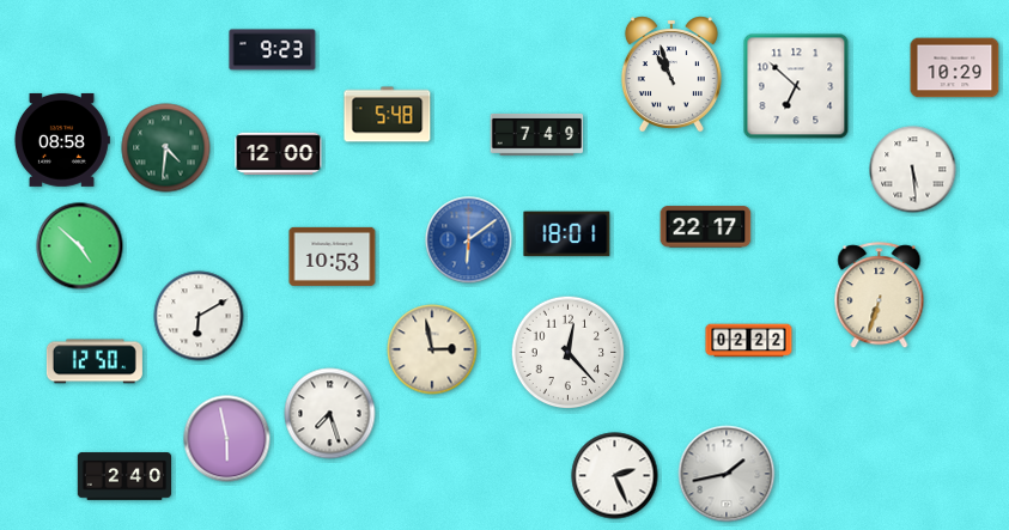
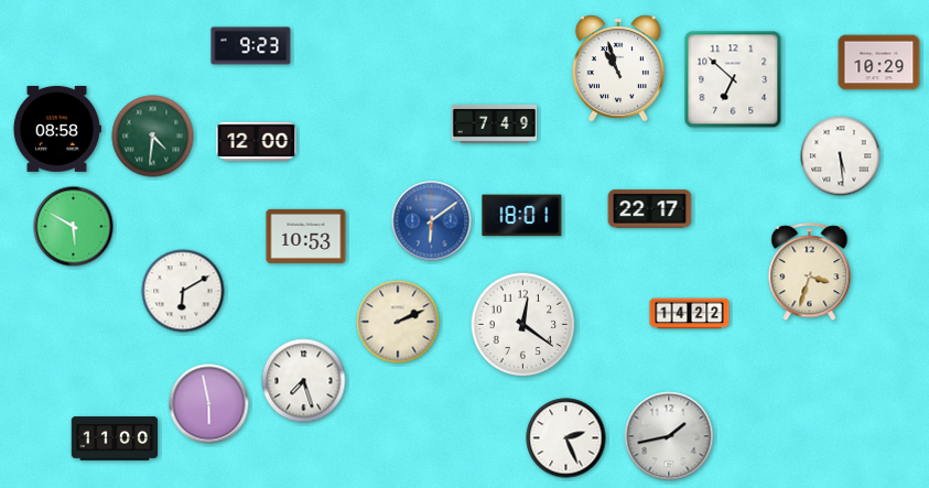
clock at (388, 115): 5:48 -> none
clock at (80, 246): 4:52 -> 5:50
clock at (880, 296): 6:33 -> 3:33
clock at (749, 341): 02:22 -> 14:22
clock at (432, 349): 2:58 -> 2:11
clock at (569, 353): 12:23 -> 12:21
clock at (95, 361): 12:50 -> none
clock at (124, 476): 2:40 -> 11:00
